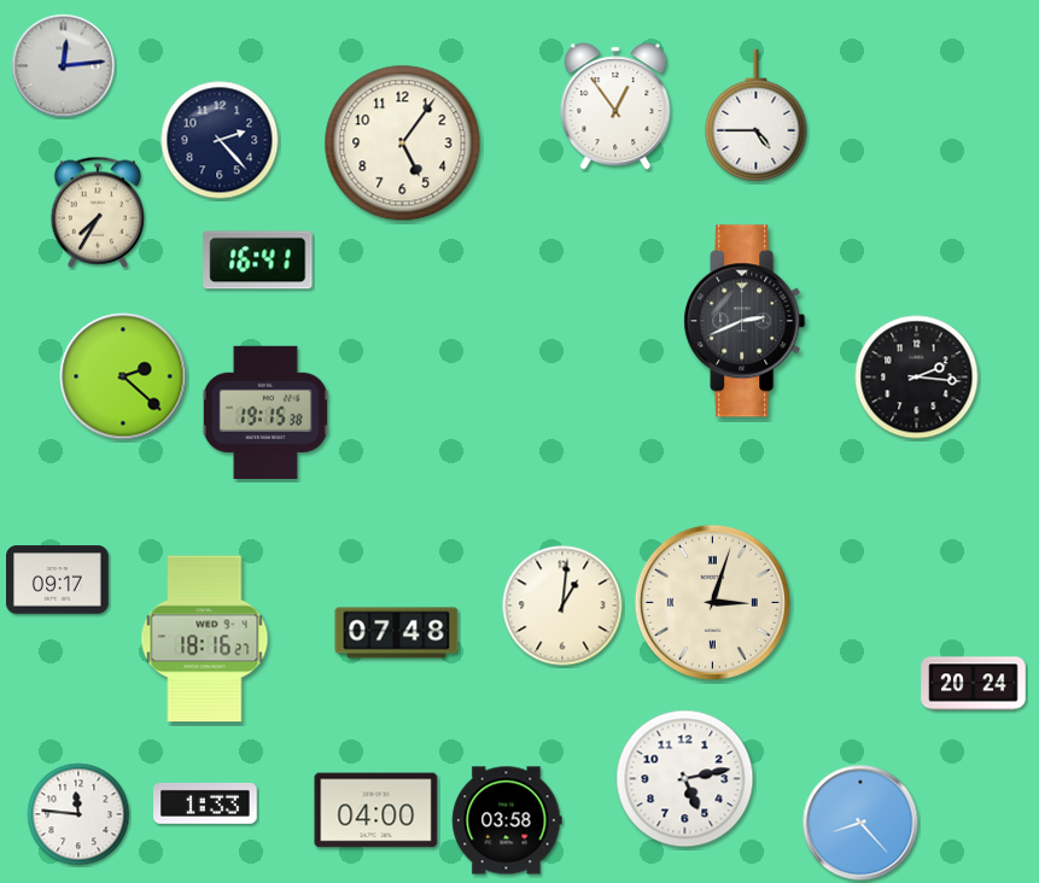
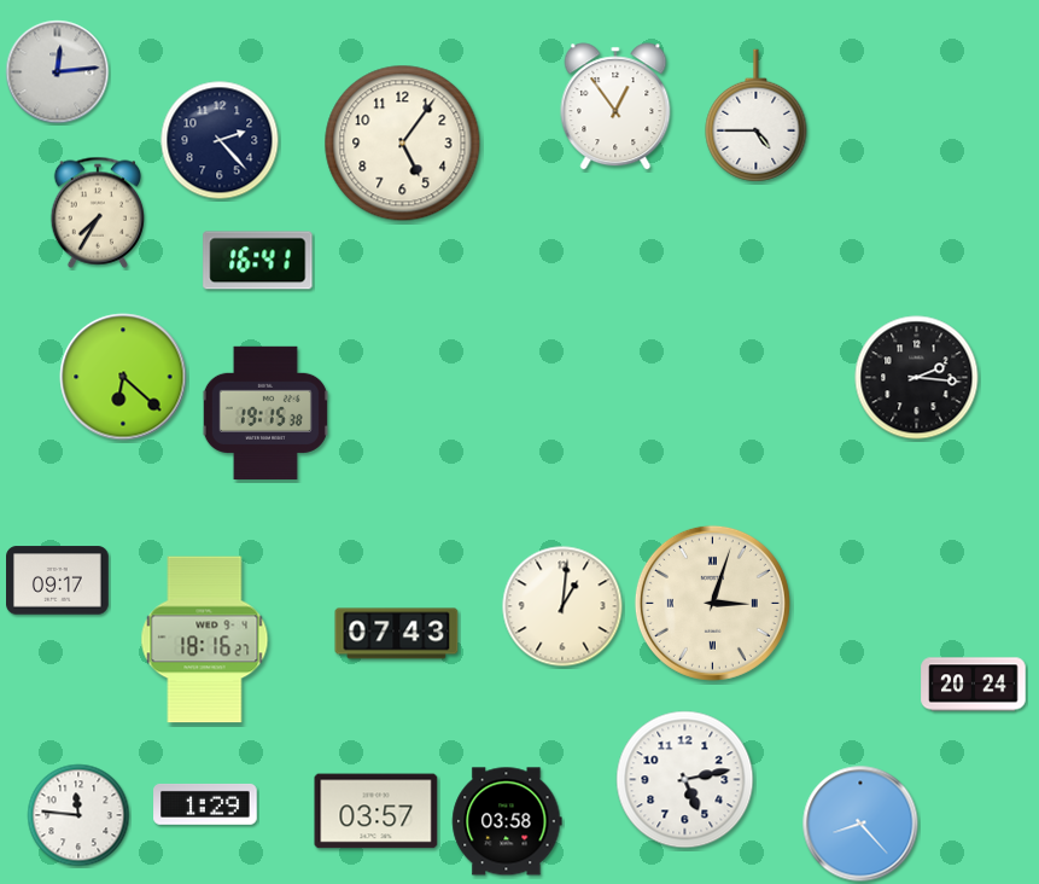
clock at (64, 66) position: (64, 66) -> (58, 72)
clock at (745, 321): 2:41 -> none
clock at (123, 376): 2:22 -> 6:22
clock at (397, 633): 07:48 -> 07:43
clock at (205, 803): 1:33 -> 1:29
clock at (377, 811): 04:00 -> 03:57
